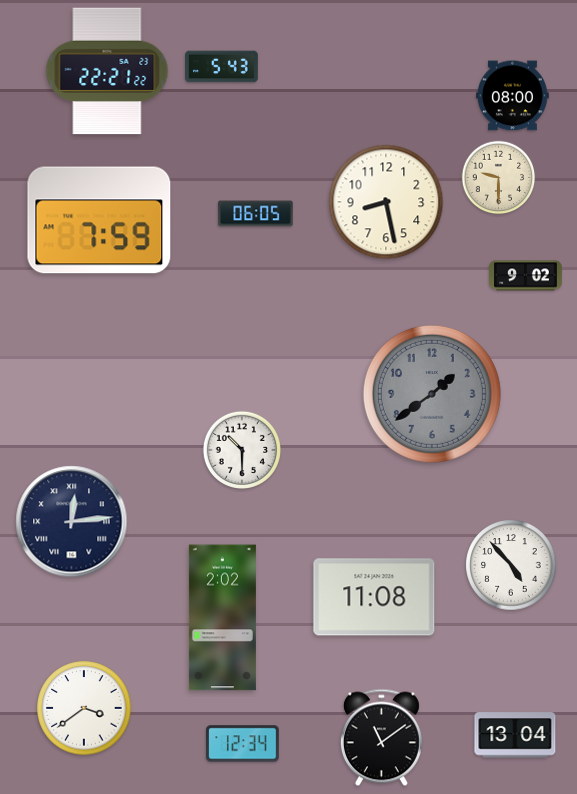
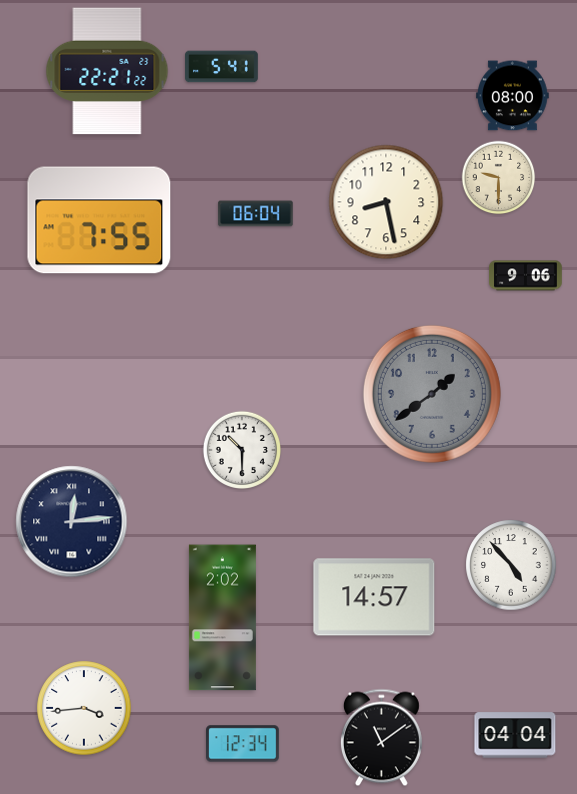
clock at (222, 67): 5:43 -> 5:41
clock at (256, 214): 06:05 -> 06:04
clock at (99, 220): 7:59 -> 7:55
clock at (526, 276): 9:02 -> 9:06
clock at (374, 597): 11:08 -> 14:57
clock at (84, 708): 3:39 -> 3:44
clock at (515, 735): 13:04 -> 04:04
